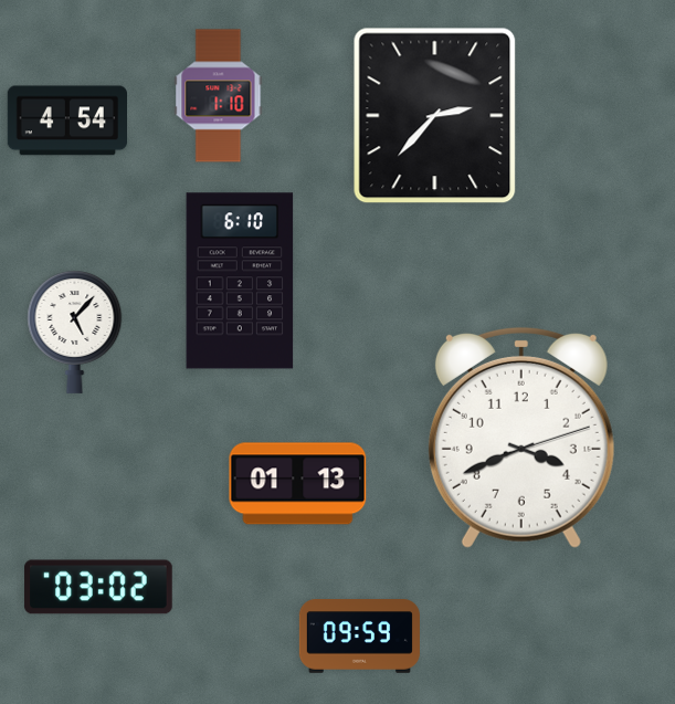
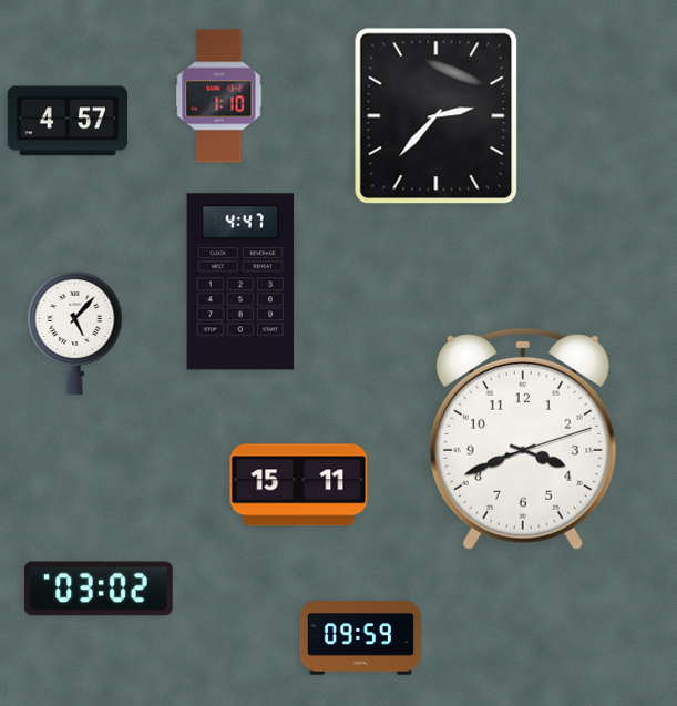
clock at (66, 120): 4:54 -> 4:57
clock at (240, 281): 6:10 -> 4:47
clock at (298, 484): 01:13 -> 15:11
